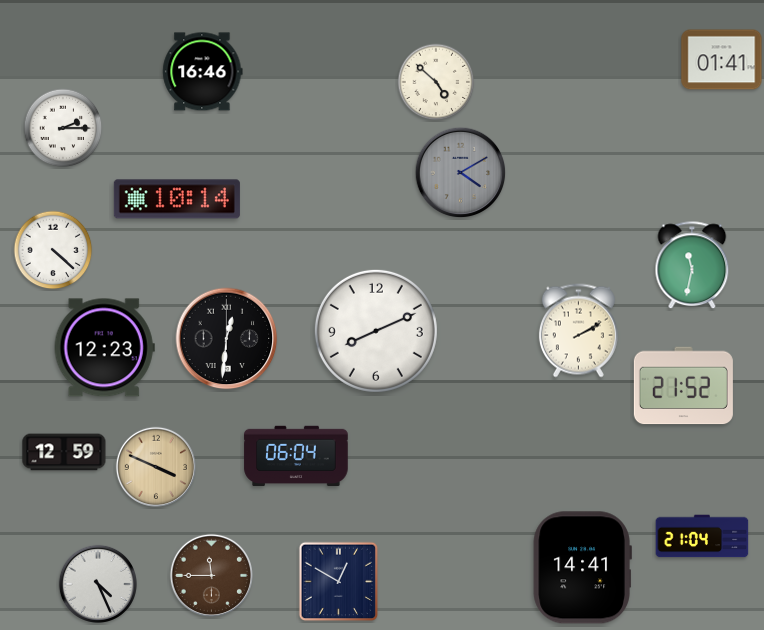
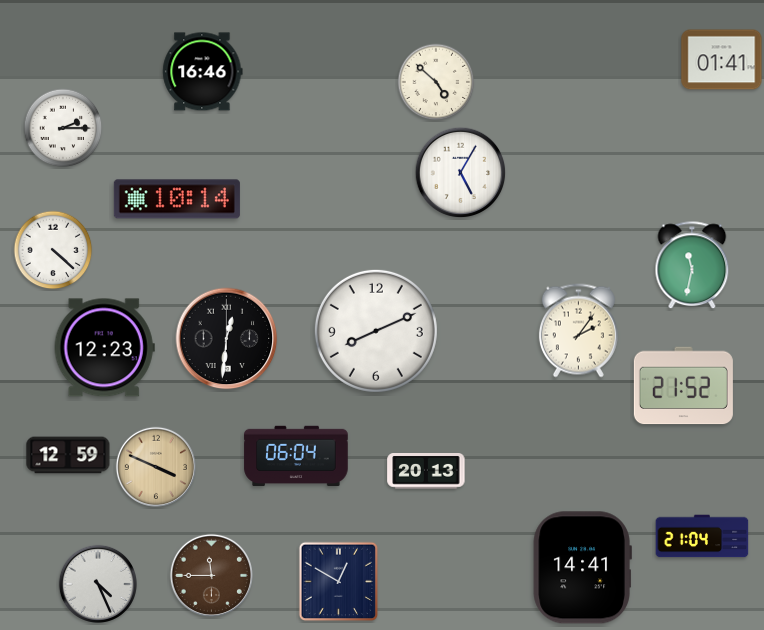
clock at (461, 173): 4:10 -> 5:05
clock at (461, 173) dial: grey -> white
clock at (578, 331): 2:10 -> 2:06
clock at (64, 452) position: (64, 452) -> (68, 455)
clock at (426, 471): none -> 20:13
